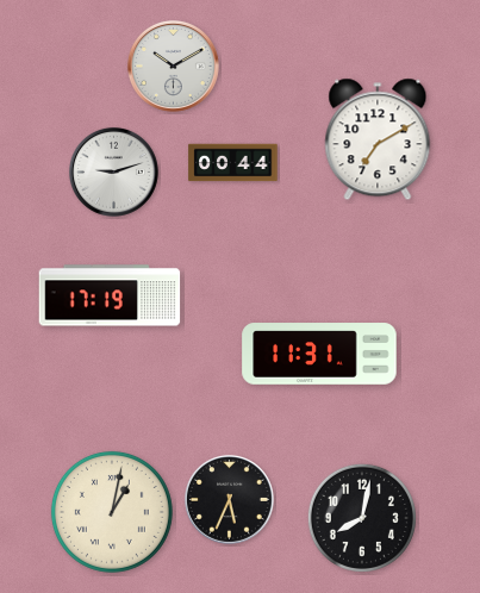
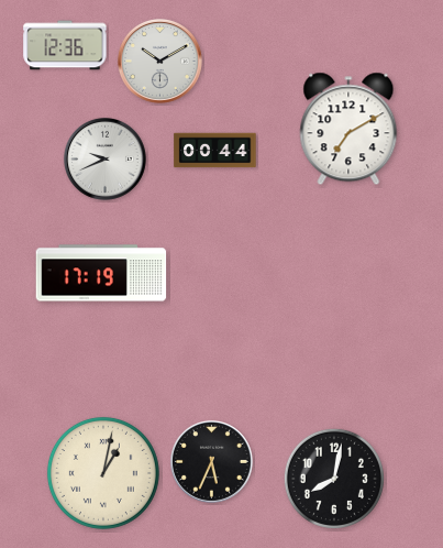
clock at (65, 45): none -> 12:36
clock at (113, 171): 9:12 -> 9:41
clock at (319, 354): 11:31 -> none
